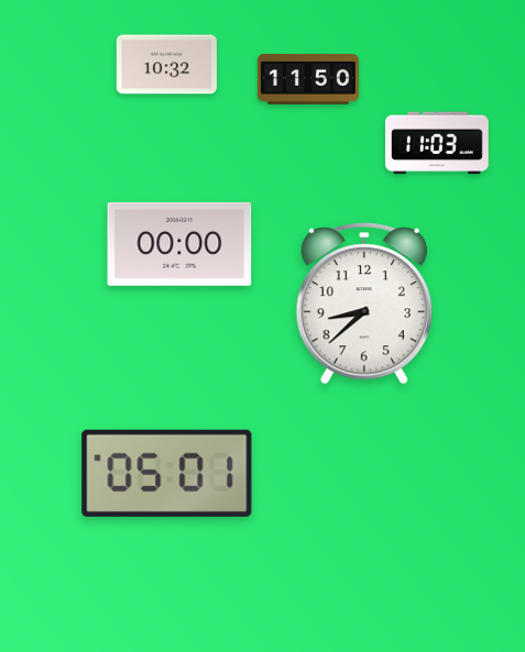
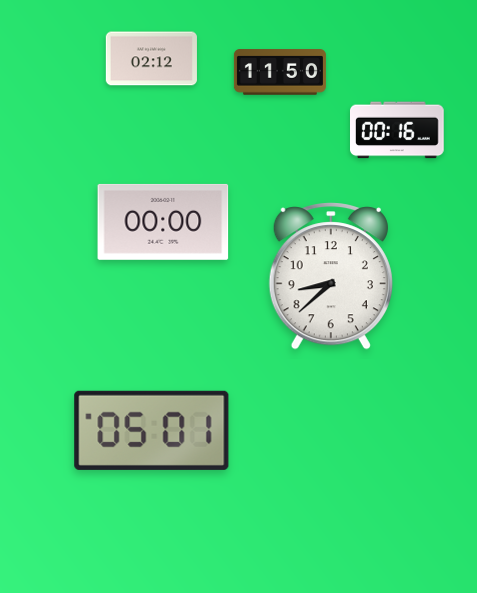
clock at (166, 65): 10:32 -> 02:12
clock at (438, 143): 11:03 -> 00:16
